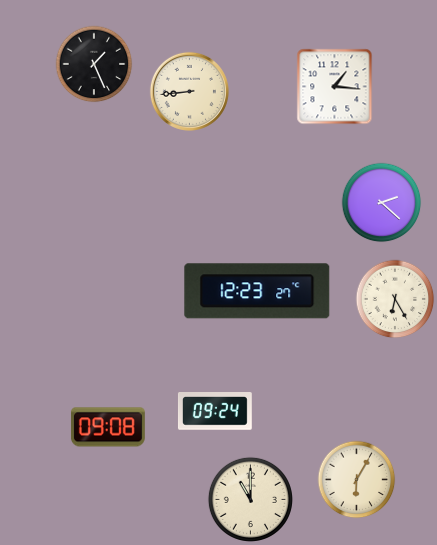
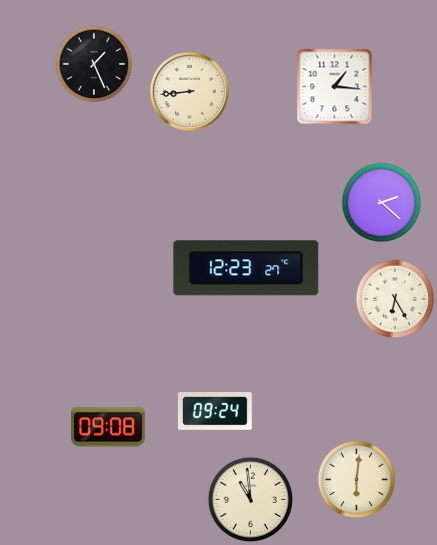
clock at (257, 291) position: (257, 291) -> (246, 268)
clock at (357, 480): 6:05 -> 6:01
clock at (250, 499): 11:00 -> 10:59
